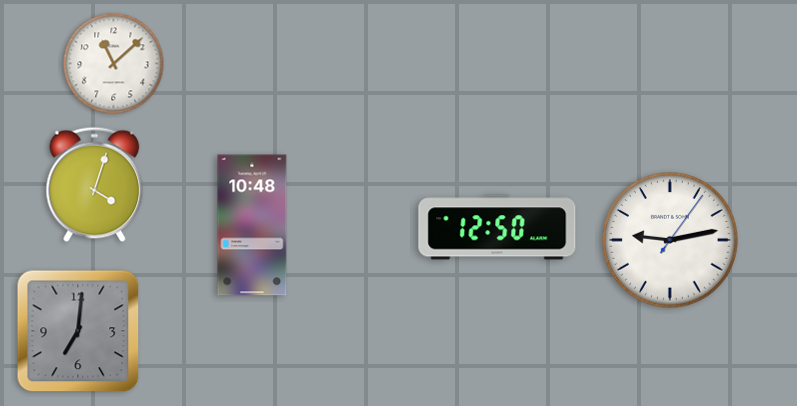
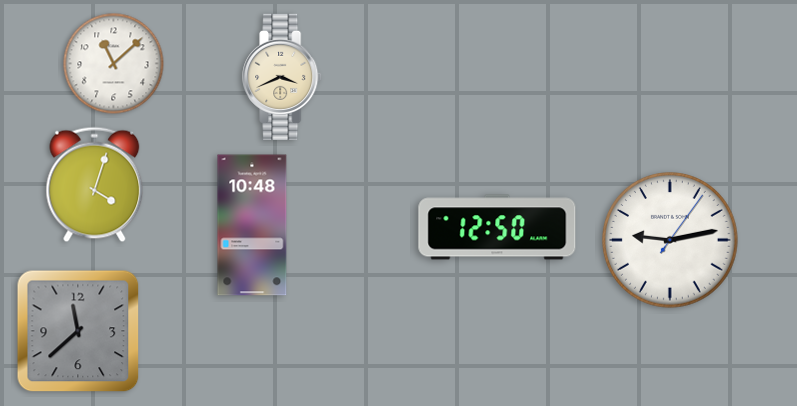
clock at (283, 77): none -> 3:41
clock at (78, 331): 7:01 -> 11:38
